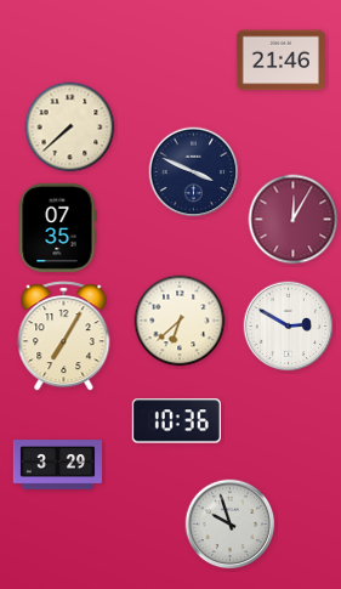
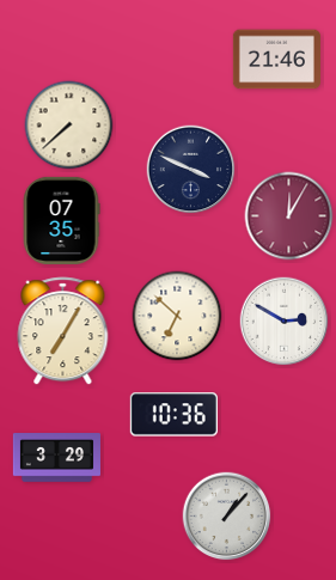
clock at (57, 227) position: (57, 227) -> (61, 220)
clock at (180, 321): 6:38 -> 6:52
clock at (231, 525): 9:57 -> 1:07
